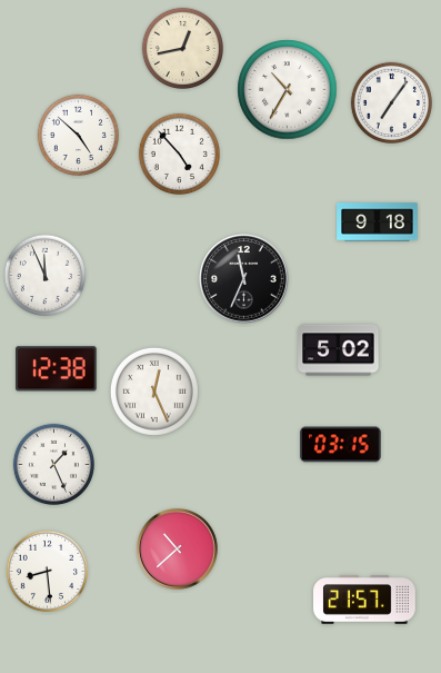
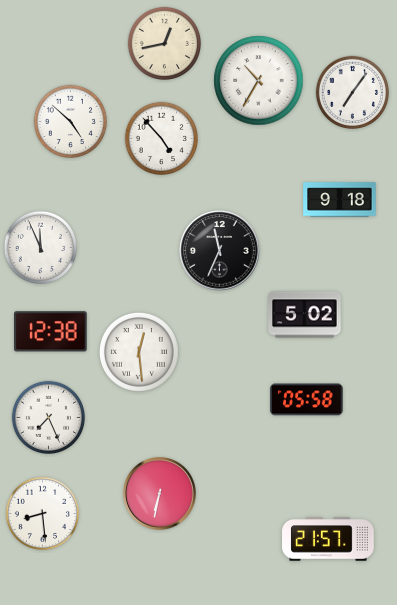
clock at (154, 392): 12:26 -> 12:29
clock at (341, 445): 03:15 -> 05:58
clock at (54, 464): 1:26 -> 7:26
clock at (178, 550): 10:38 -> 6:32
